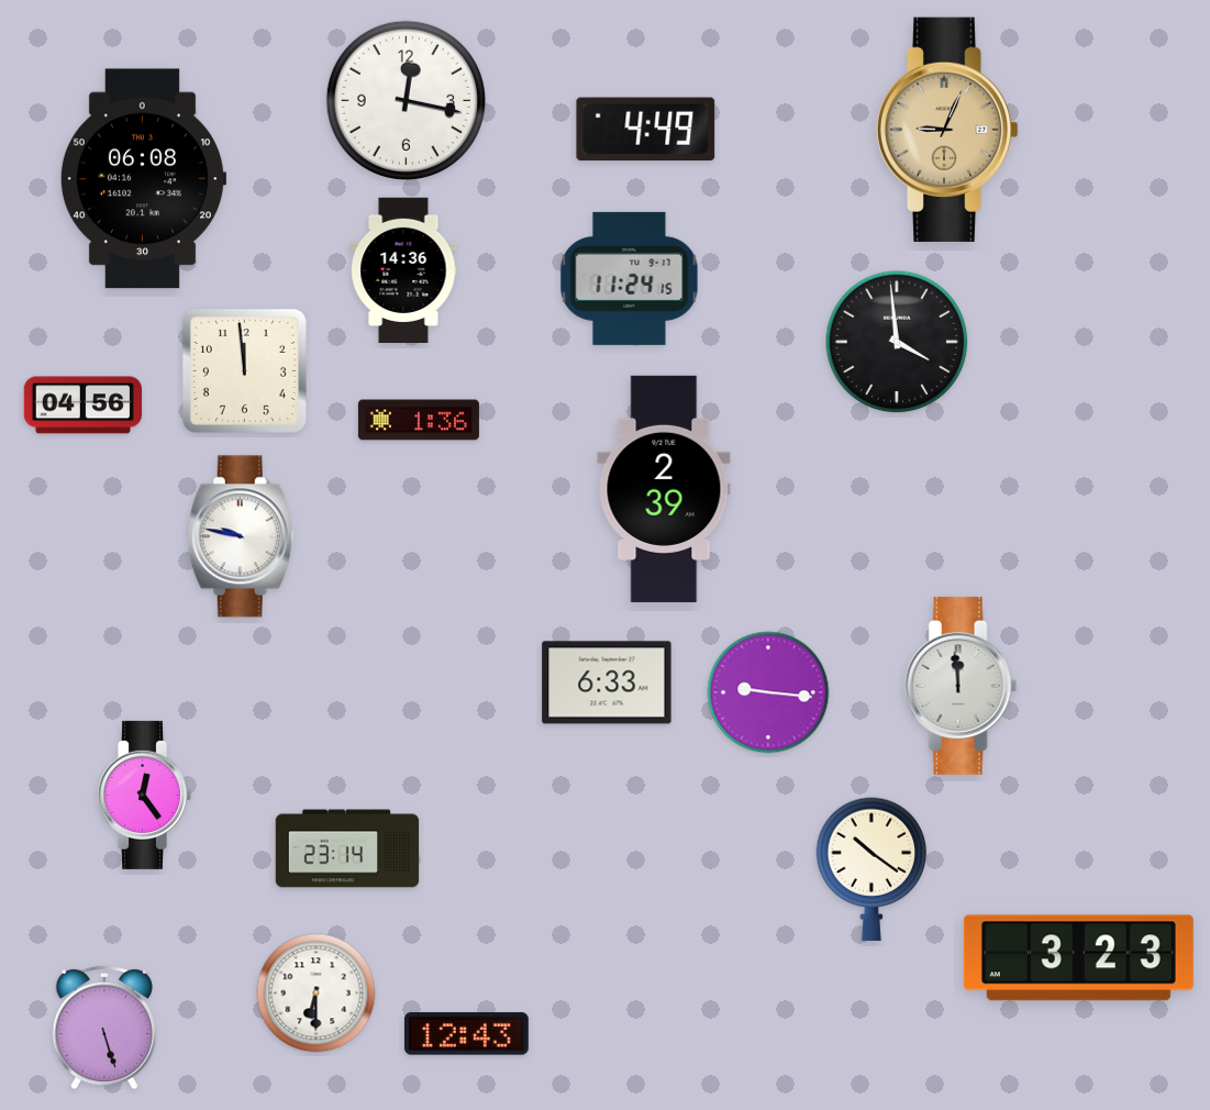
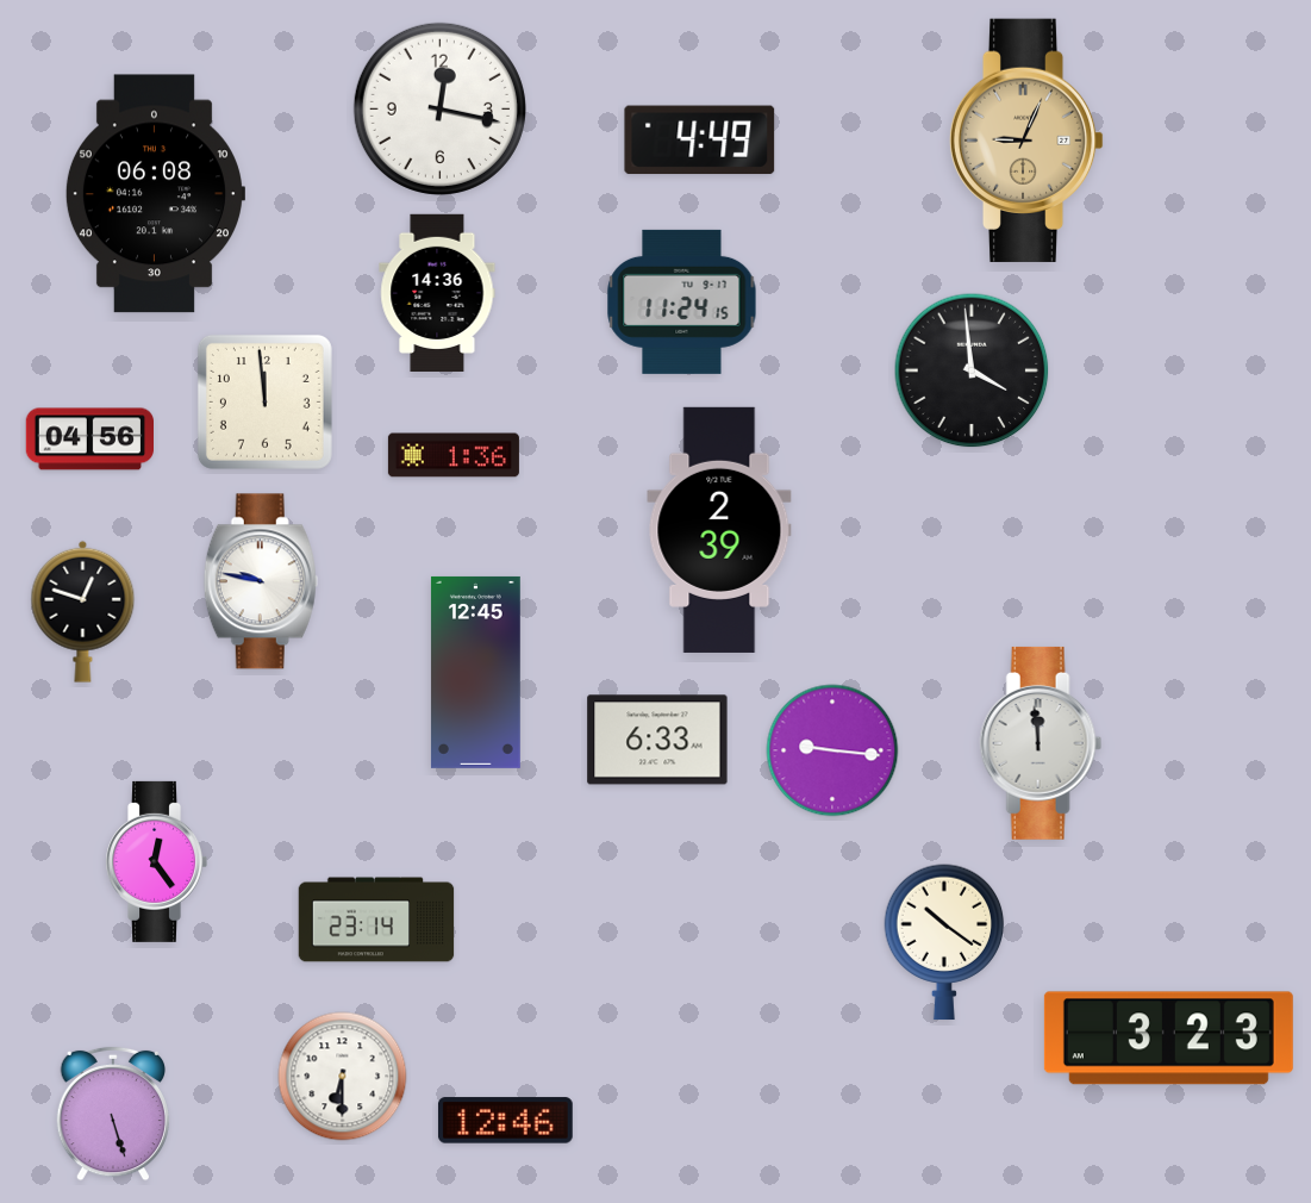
clock at (83, 611): none -> 12:48
clock at (475, 672): none -> 12:45
clock at (466, 1034): 12:43 -> 12:46
